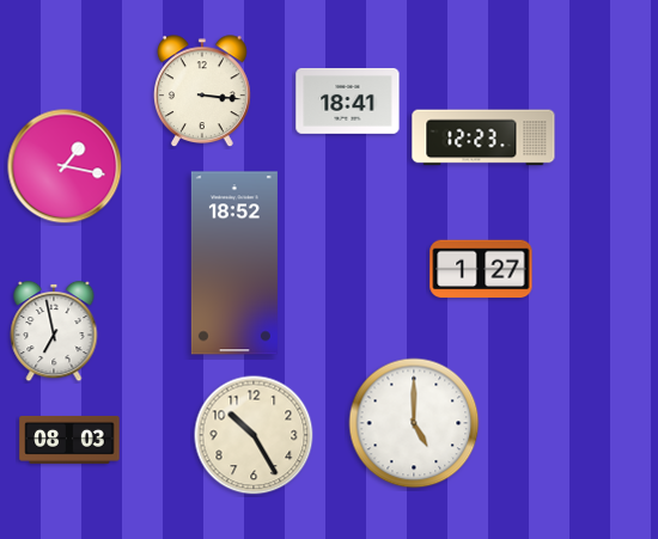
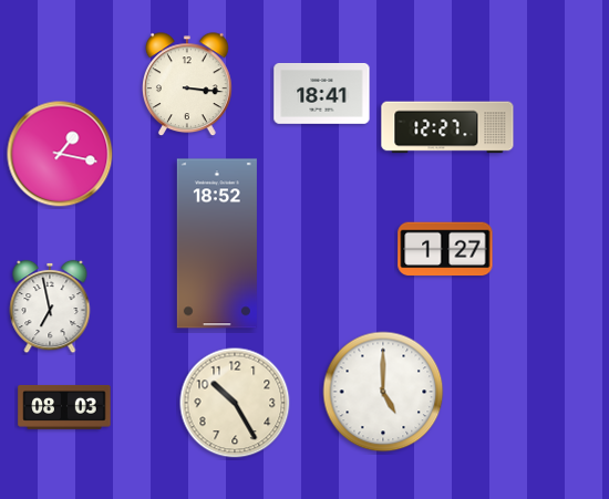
clock at (483, 137): 12:23 -> 12:27
